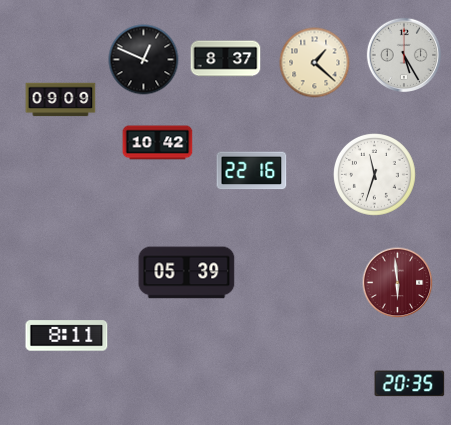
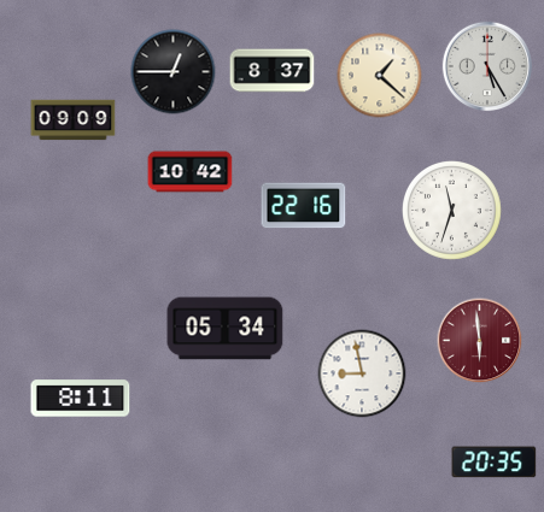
clock at (144, 60): 12:49 -> 12:45
clock at (187, 273): 05:39 -> 05:34
clock at (362, 373): none -> 8:58
clock at (67, 336) position: (67, 336) -> (81, 399)
